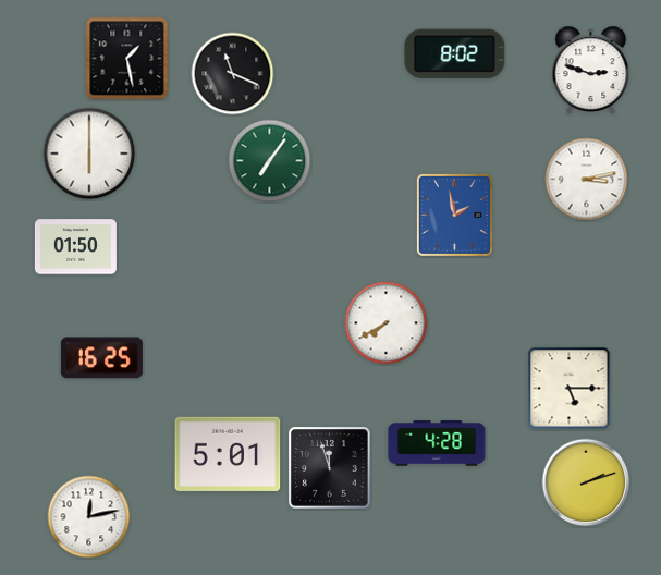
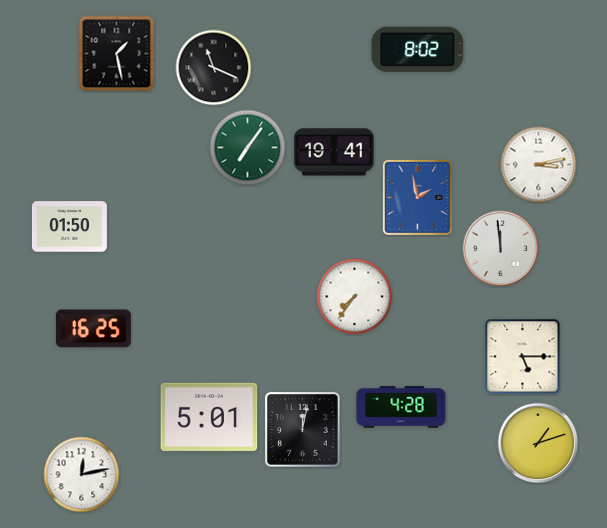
clock at (591, 70): 2:48 -> none
clock at (89, 154): 6:00 -> none
clock at (334, 152): none -> 19:41
clock at (501, 249): none -> 11:59
clock at (387, 323): 7:40 -> 7:36
clock at (330, 468): 11:57 -> 12:02
clock at (586, 482): 2:12 -> 1:12
